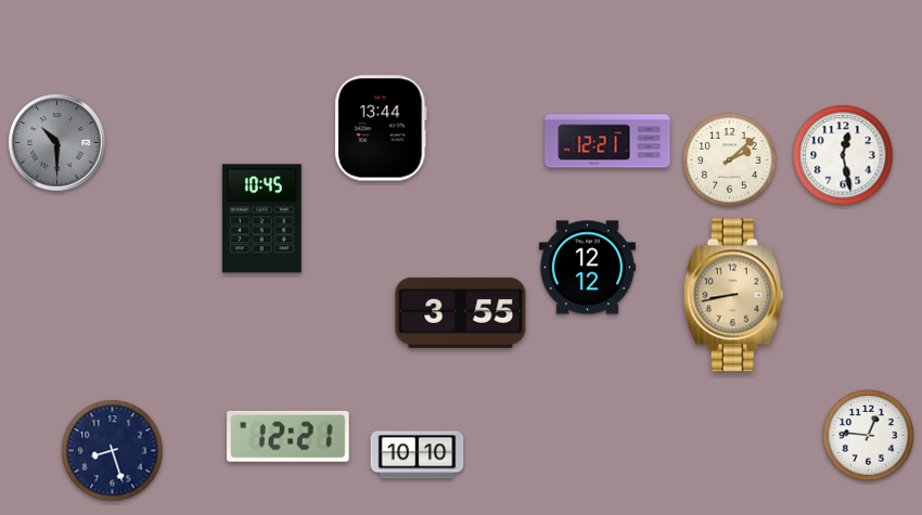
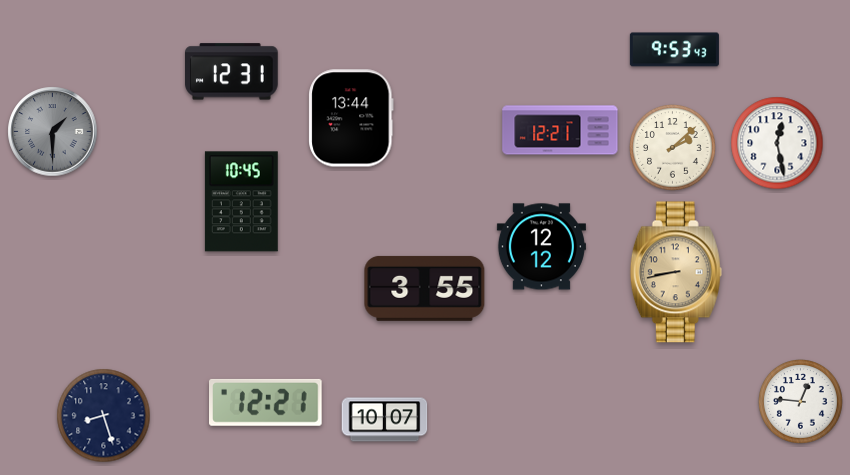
clock at (674, 50): none -> 9:53
clock at (232, 72): none -> 12:31
clock at (57, 143): 10:30 -> 1:30
clock at (418, 455): 10:10 -> 10:07
